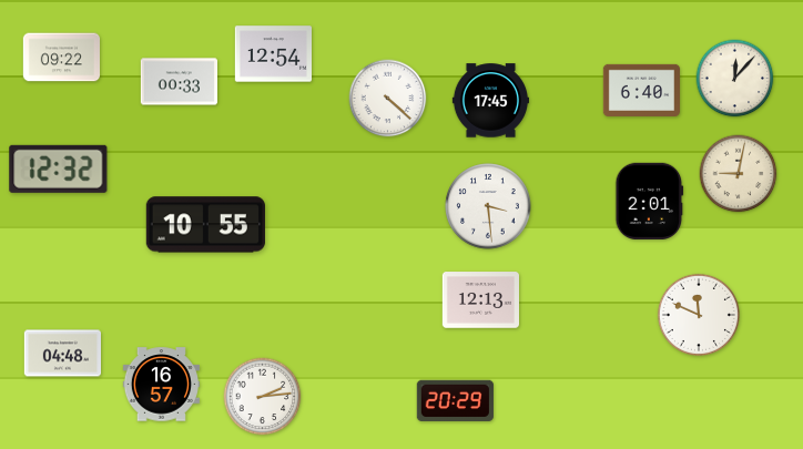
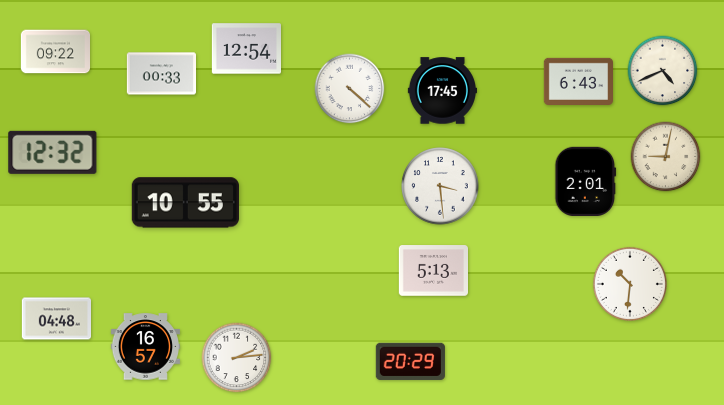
clock at (735, 79): 12:07 -> 4:41
clock at (641, 90): 6:40 -> 6:43
clock at (480, 300): 12:13 -> 5:13
clock at (699, 315): 11:49 -> 10:31
